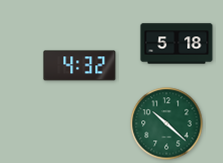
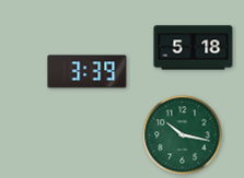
clock at (80, 66): 4:32 -> 3:39
clock at (167, 124): 10:22 -> 10:17
